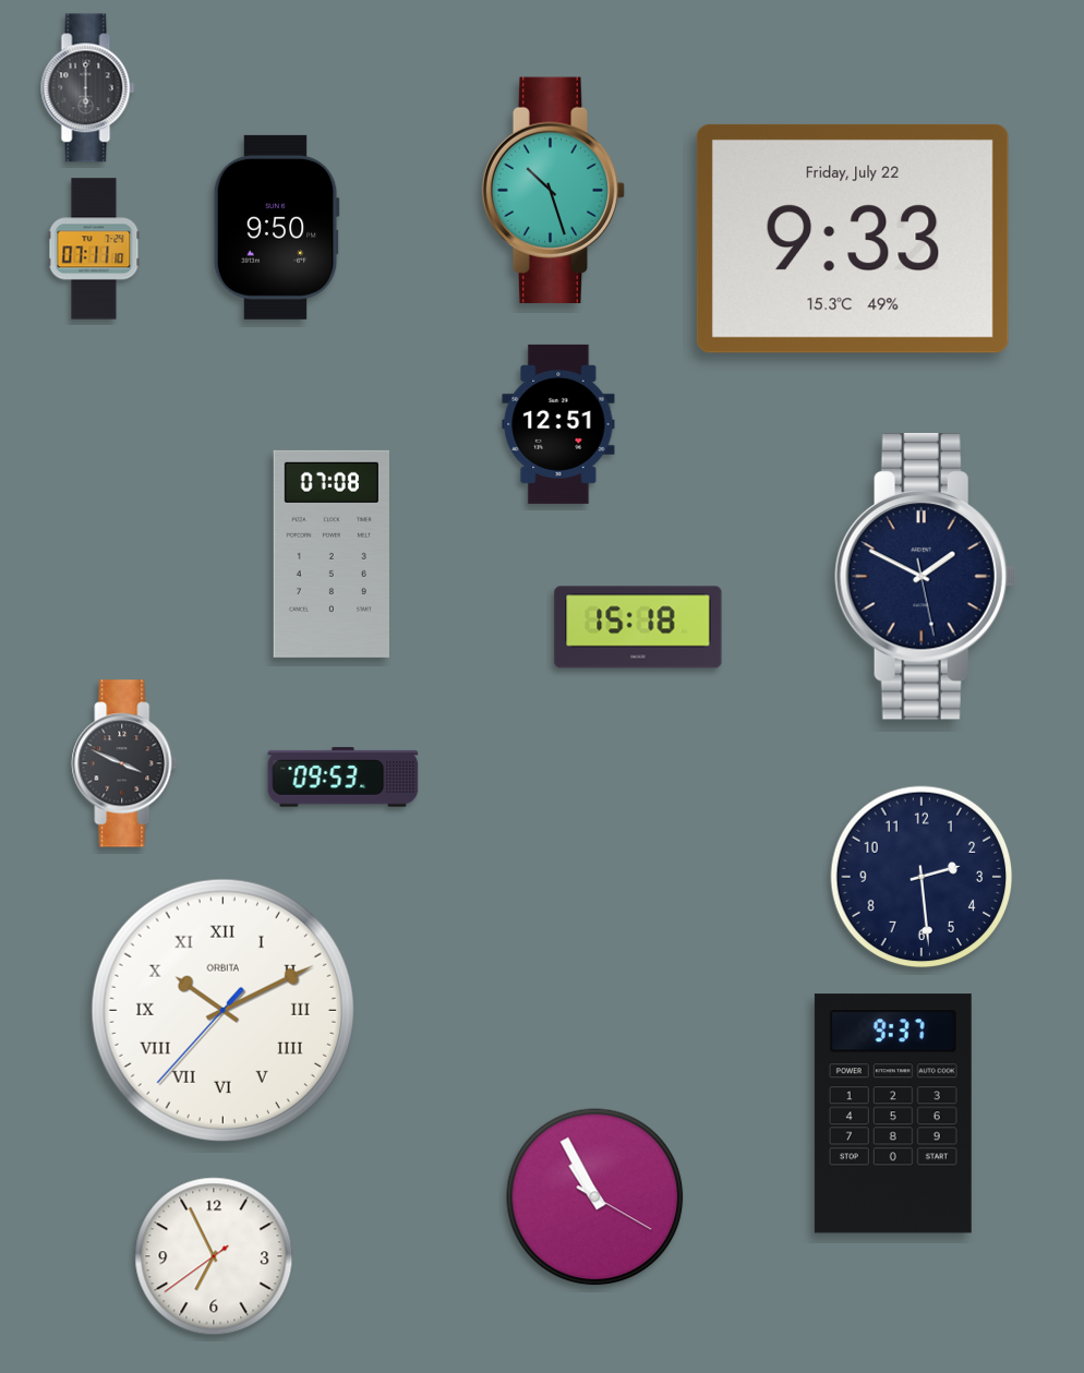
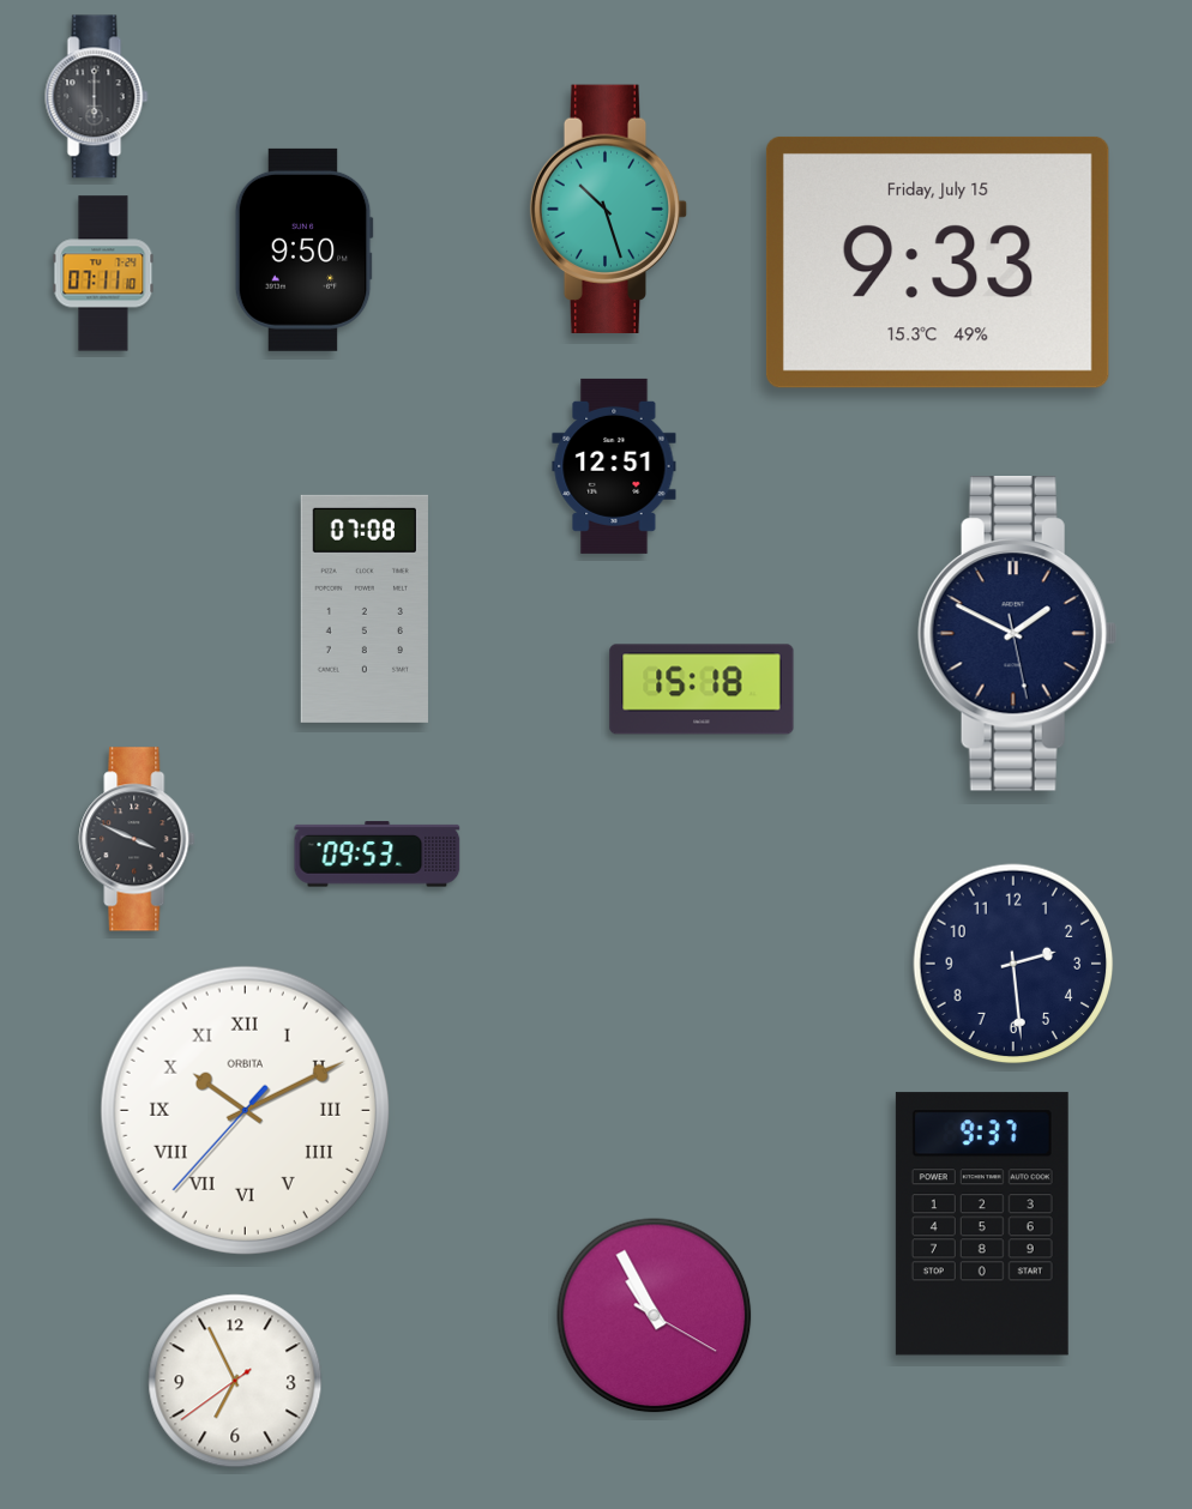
clock at (853, 239) date: Friday, July 22 -> Friday, July 15
